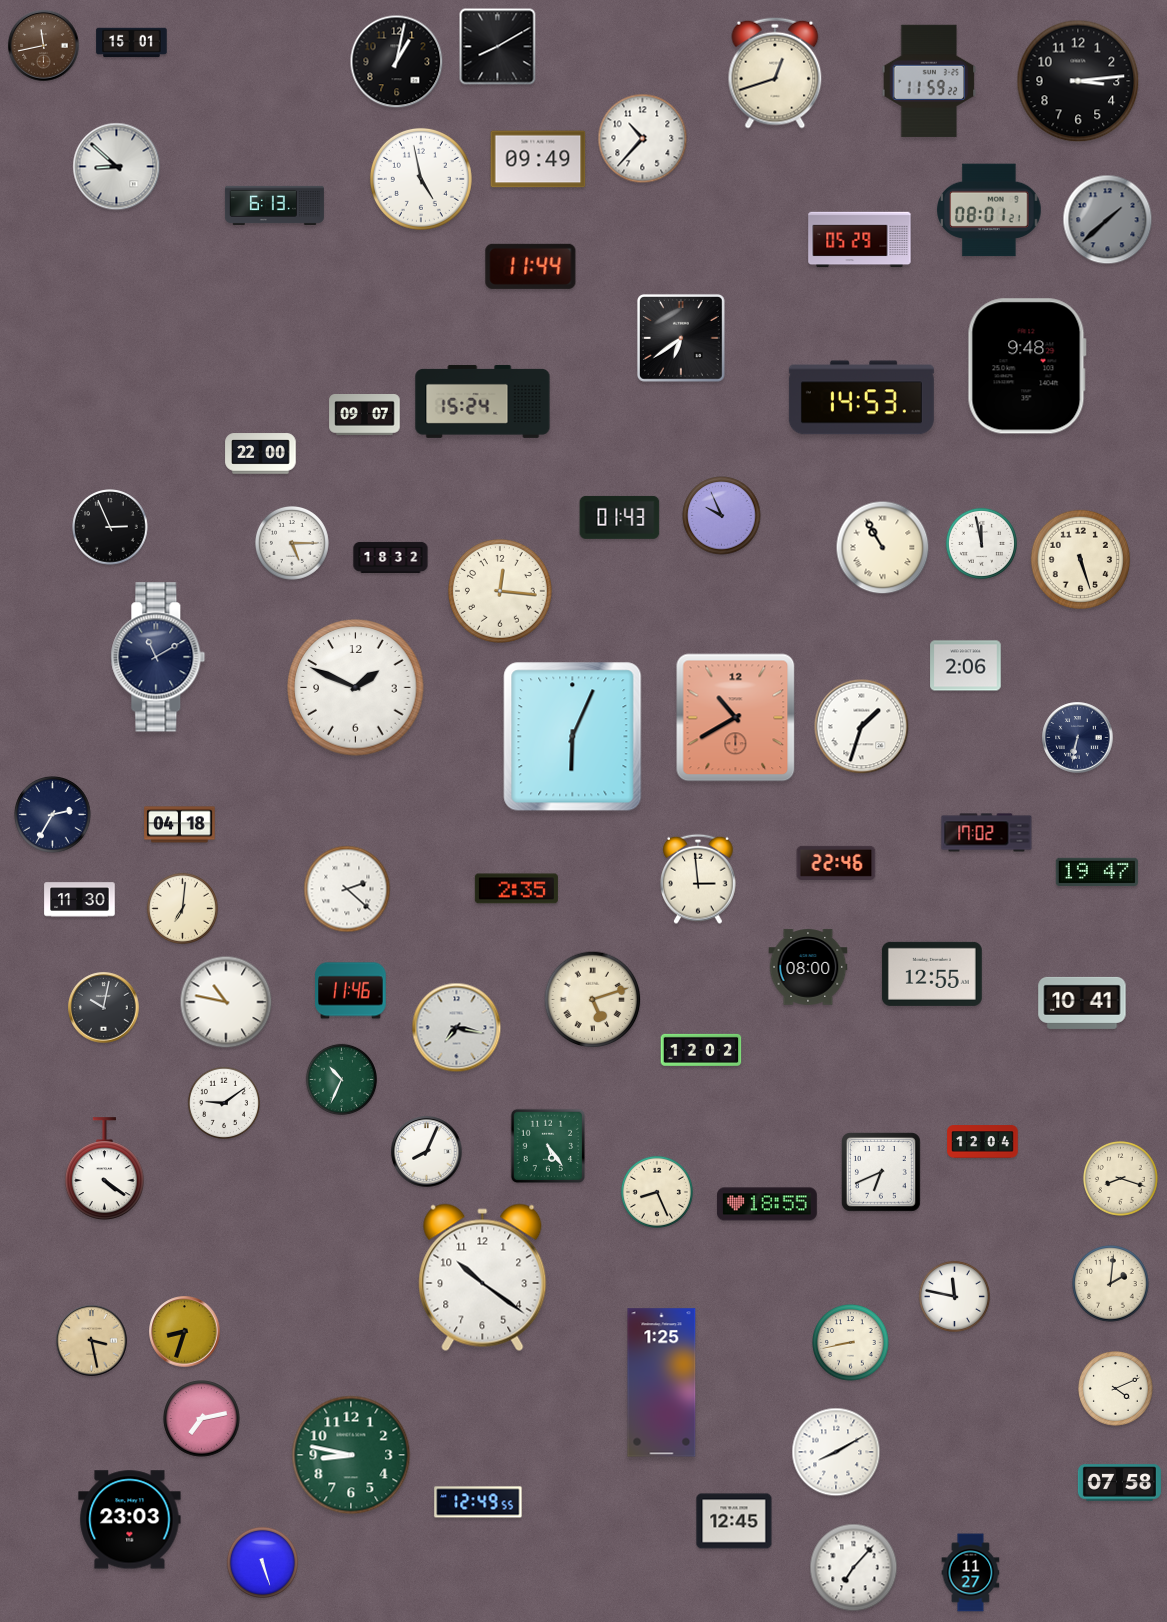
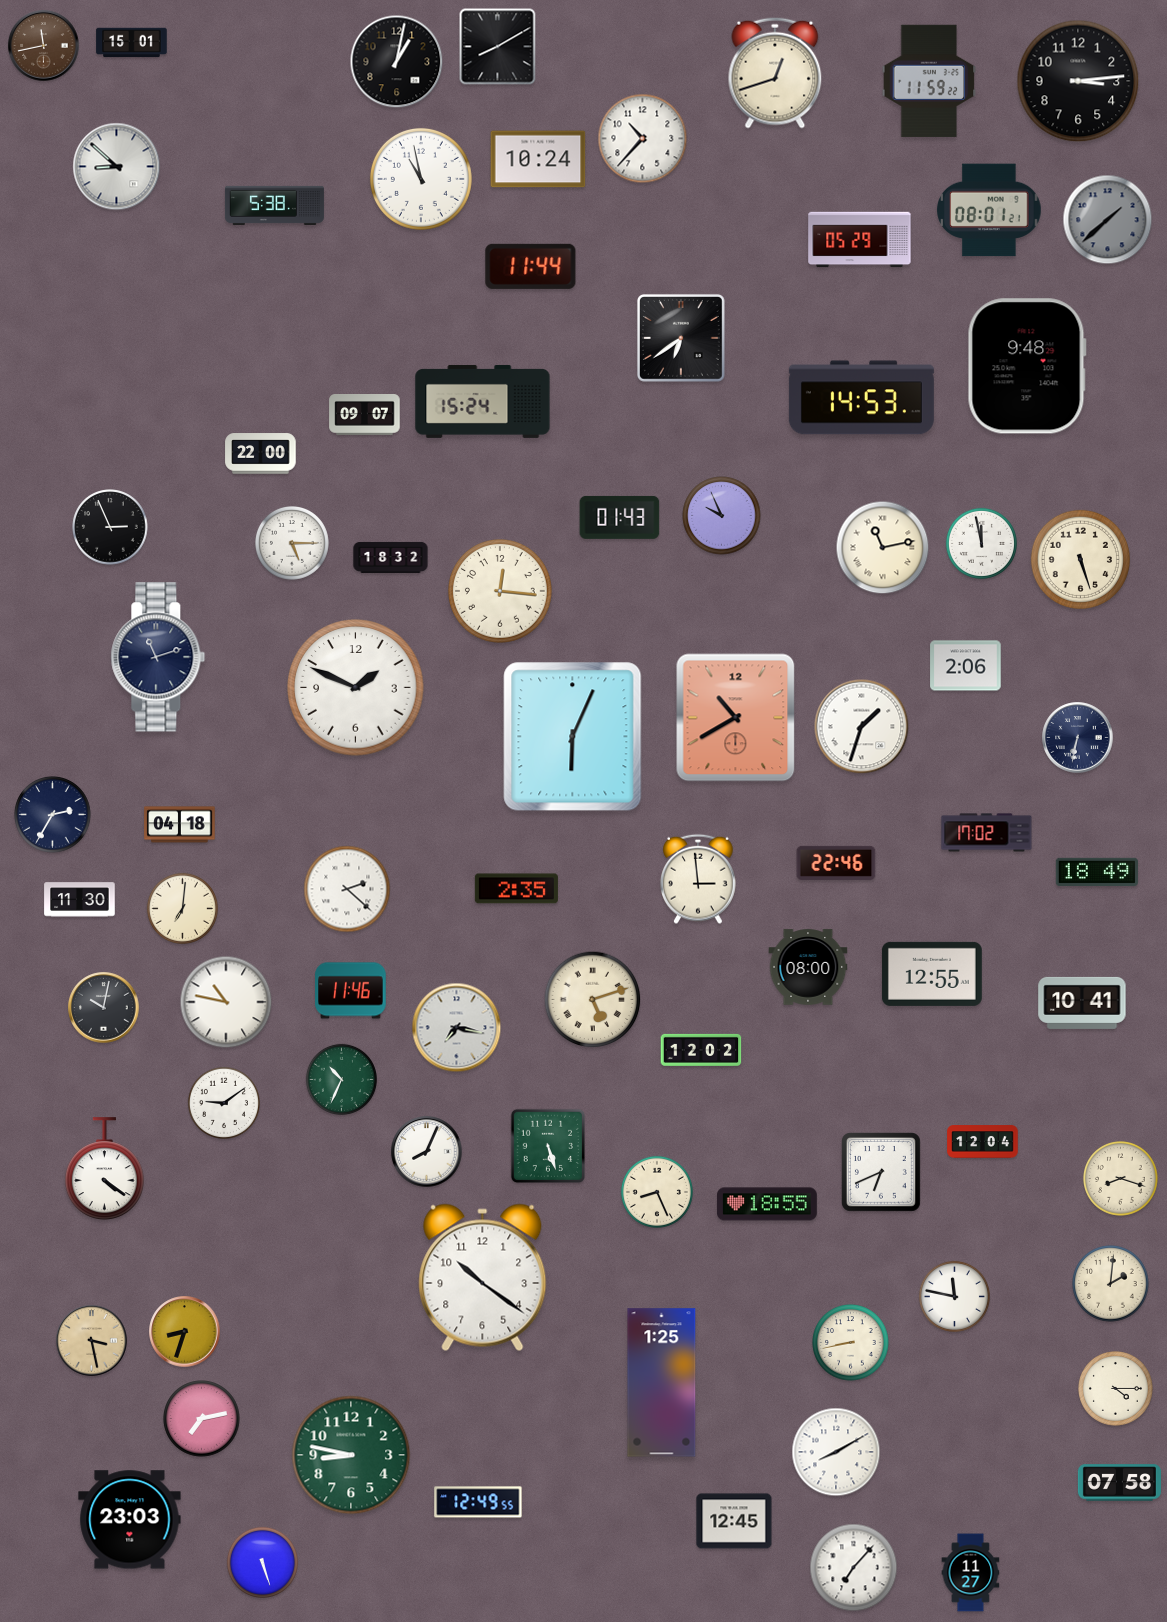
clock at (538, 159): 09:49 -> 10:24
clock at (421, 179): 4:58 -> 10:58
clock at (274, 205): 6:13 -> 5:38
clock at (883, 548): 10:55 -> 11:13
clock at (158, 657): 11:10 -> 11:12
clock at (1097, 871): 19:47 -> 18:49
clock at (547, 1145): 5:24 -> 5:27
clock at (1116, 1389): 4:11 -> 4:15
